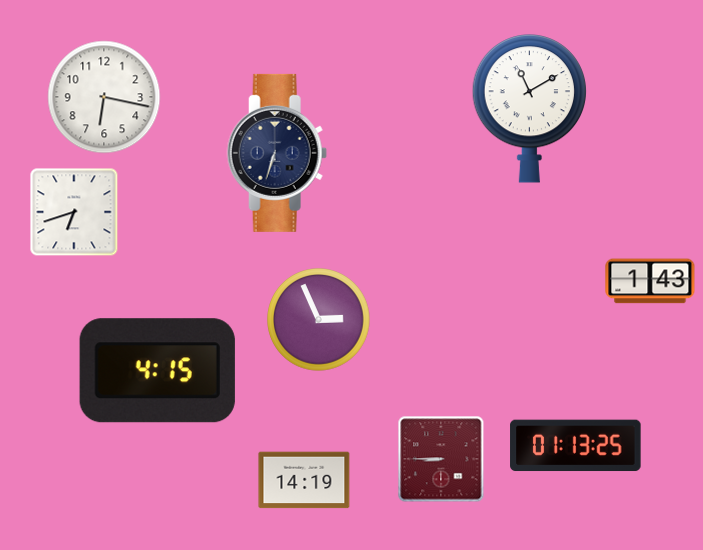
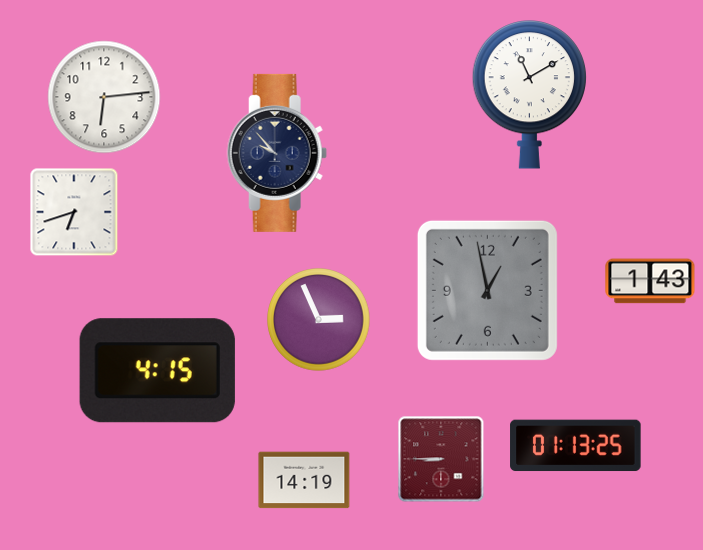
clock at (104, 97): 6:17 -> 6:14
clock at (529, 109) position: (529, 109) -> (529, 95)
clock at (277, 153): 6:33 -> 9:53
clock at (487, 290): none -> 12:58
